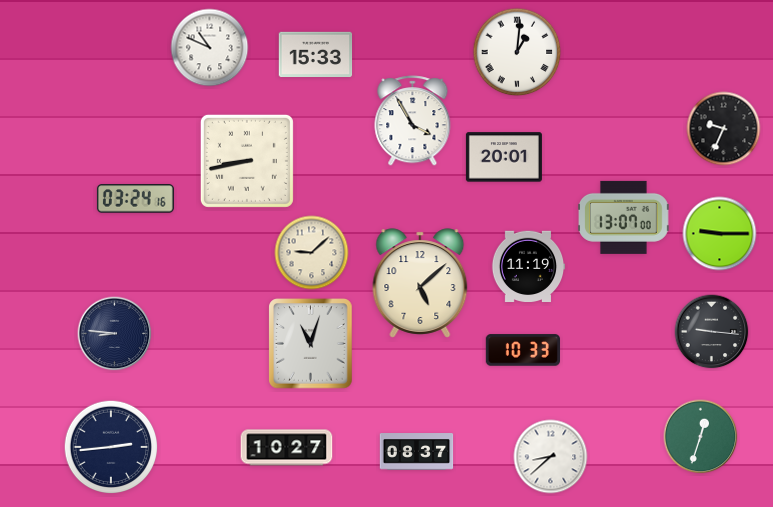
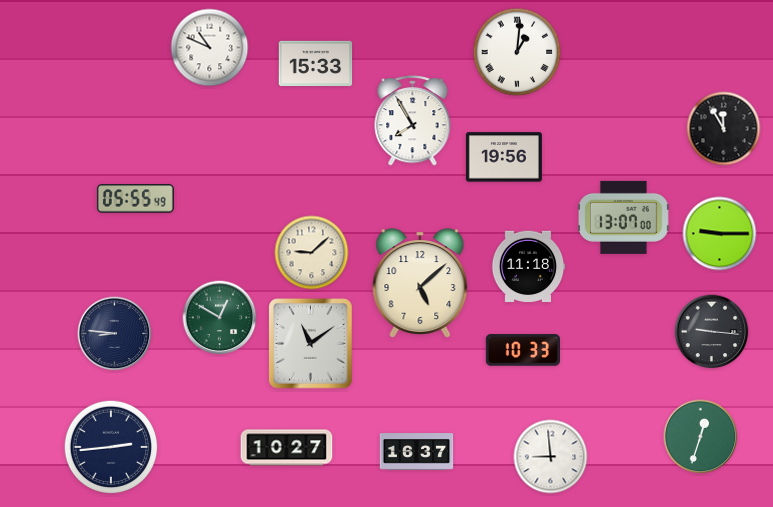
clock at (316, 55) position: (316, 55) -> (316, 64)
clock at (413, 121): 3:55 -> 7:55
clock at (724, 129): 9:34 -> 11:55
clock at (504, 157): 20:01 -> 19:56
clock at (247, 161): 8:43 -> none
clock at (135, 199): 03:24 -> 05:55
clock at (528, 267): 11:19 -> 11:18
clock at (220, 318): none -> 12:50
clock at (311, 344): 11:03 -> 11:09
clock at (417, 452): 08:37 -> 16:37
clock at (551, 457): 8:38 -> 8:59
